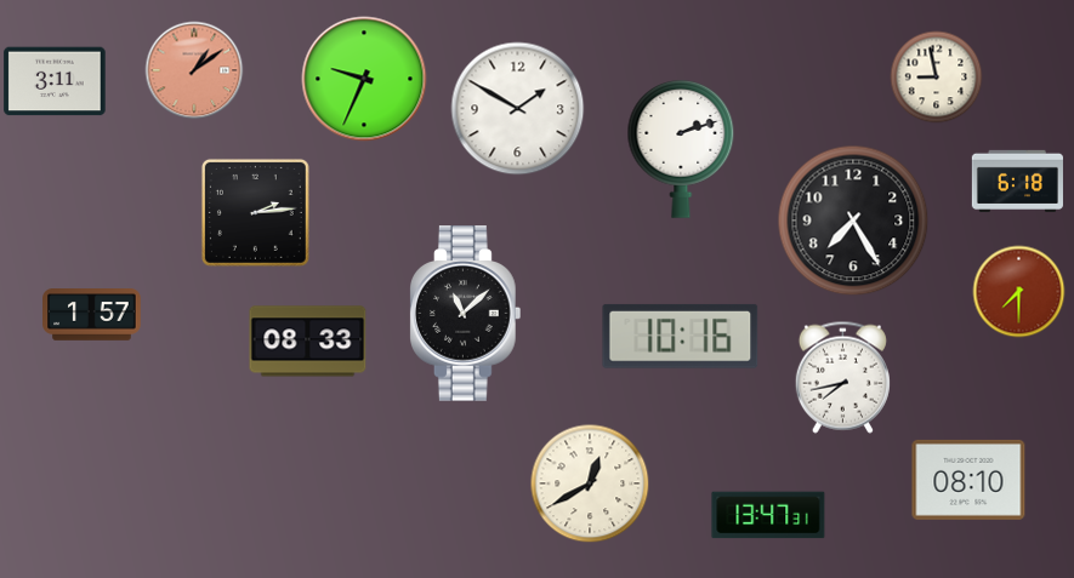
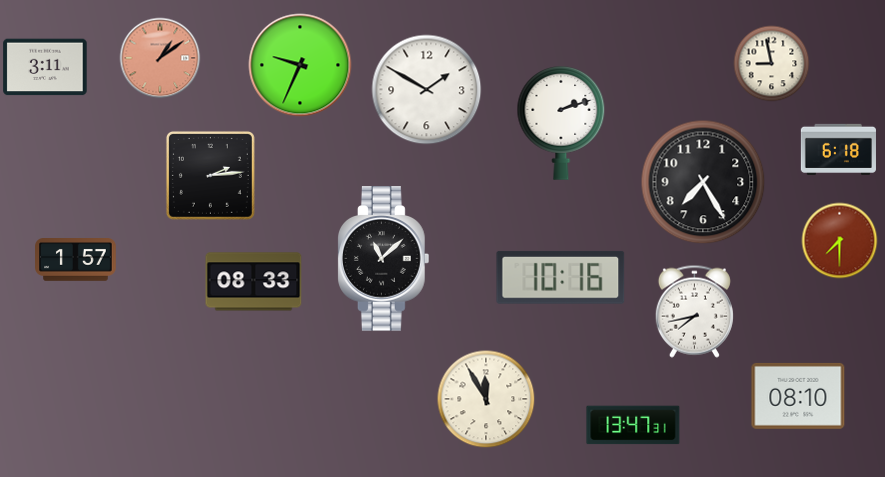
clock at (590, 483): 12:40 -> 11:55
